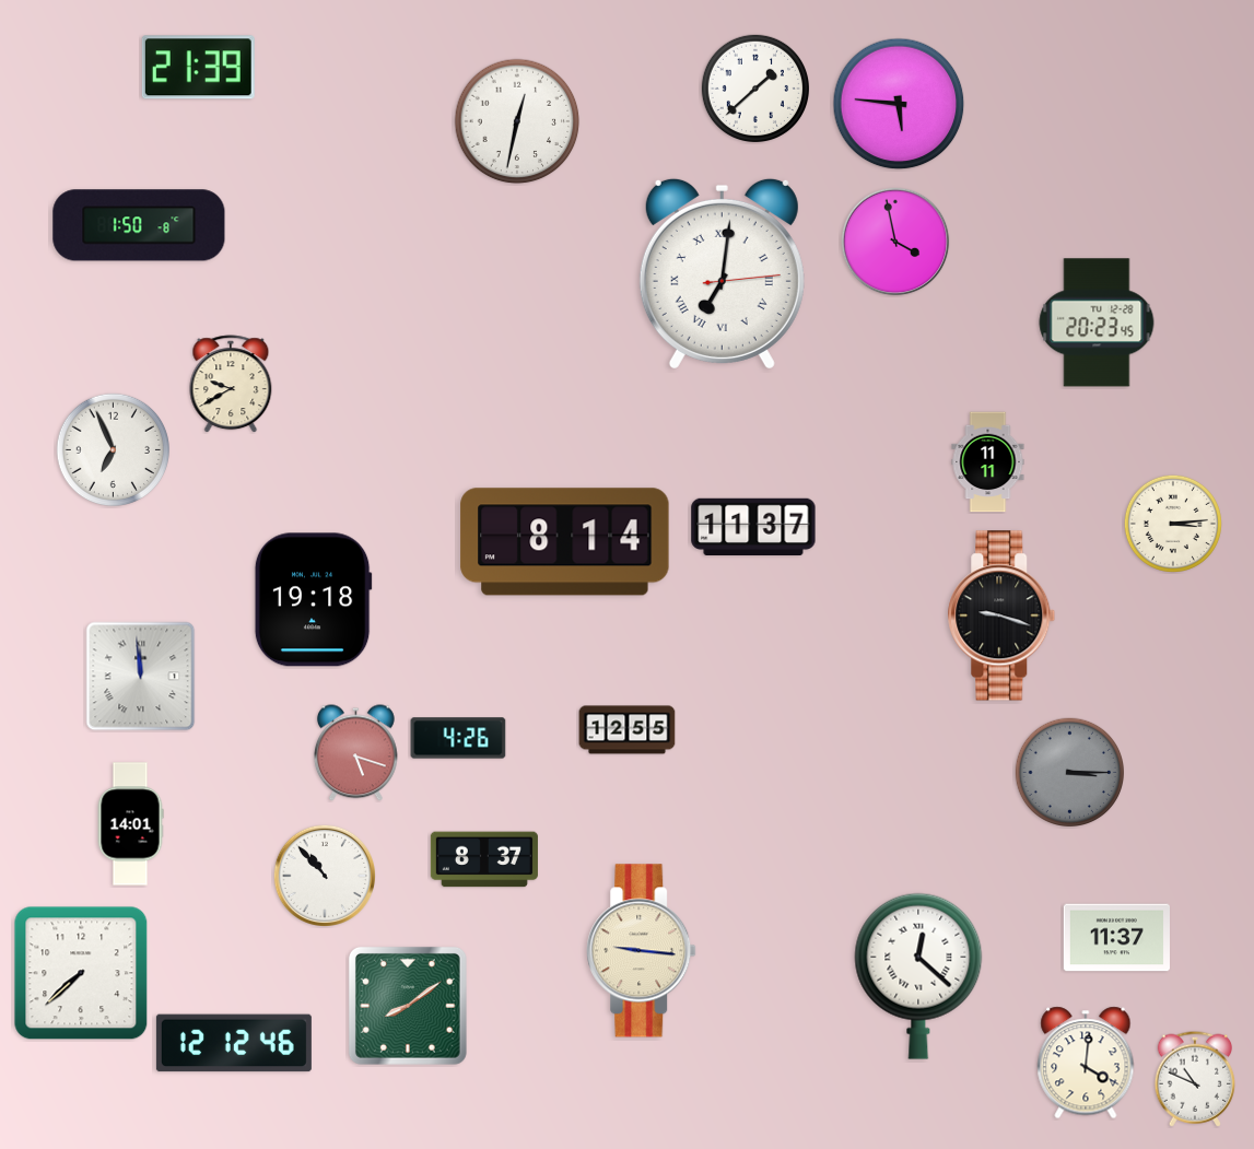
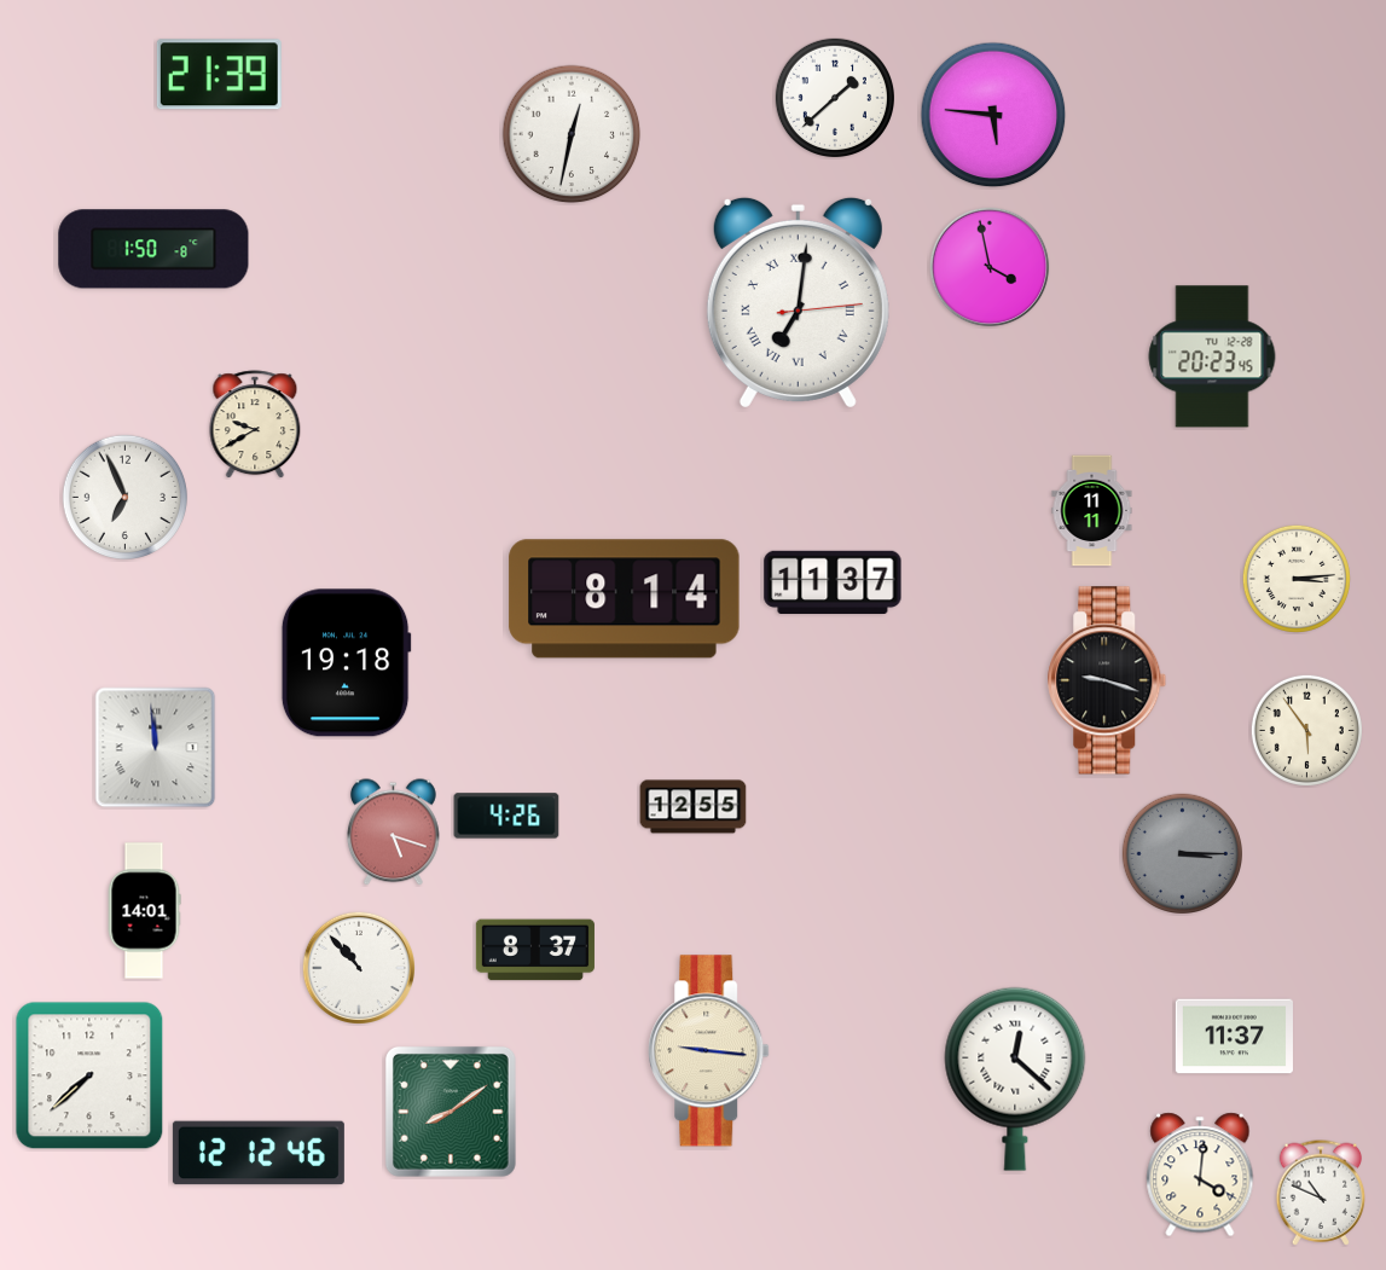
clock at (1306, 730): none -> 5:54
